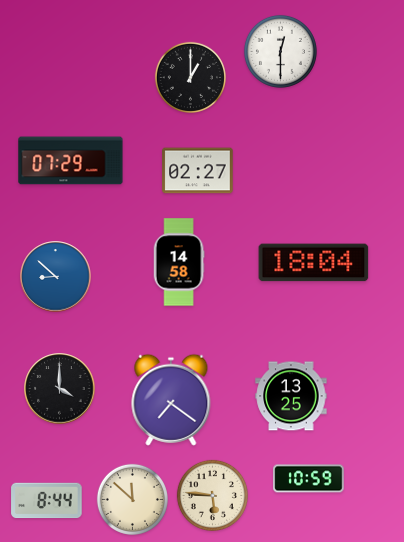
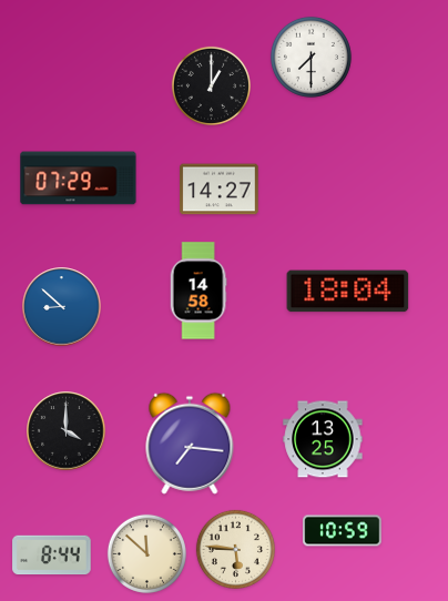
clock at (280, 51): 12:30 -> 7:30
clock at (198, 171): 02:27 -> 14:27
clock at (171, 400): 7:21 -> 7:16
